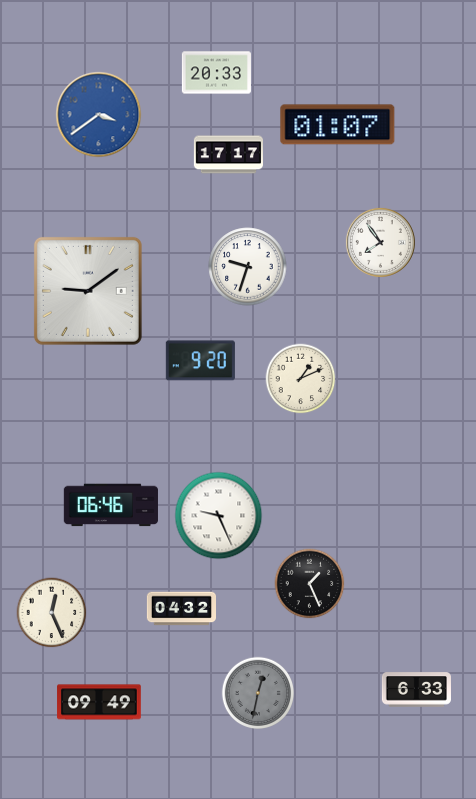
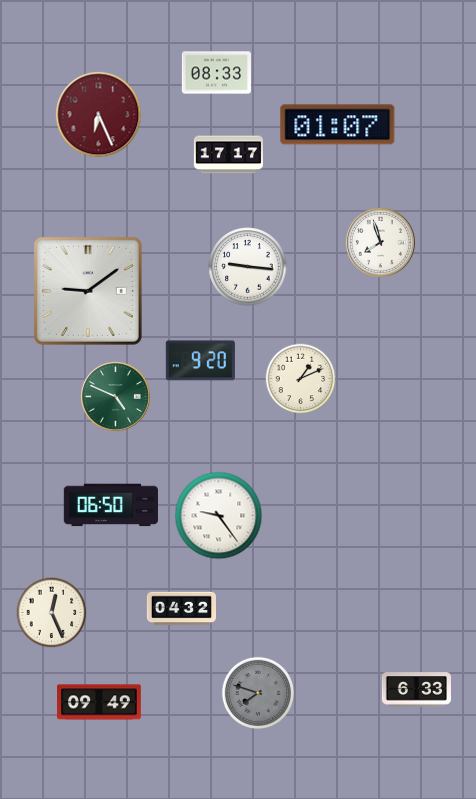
clock at (216, 73): 20:33 -> 08:33
clock at (99, 115): 3:39 -> 6:26
clock at (99, 115) dial: blue -> burgundy
clock at (380, 242): 7:54 -> 7:57
clock at (248, 267): 9:33 -> 9:16
clock at (115, 396): none -> 4:49
clock at (111, 505): 06:46 -> 06:50
clock at (219, 516): 9:26 -> 9:24
clock at (310, 584): 1:26 -> none
clock at (257, 692): 12:32 -> 7:48
